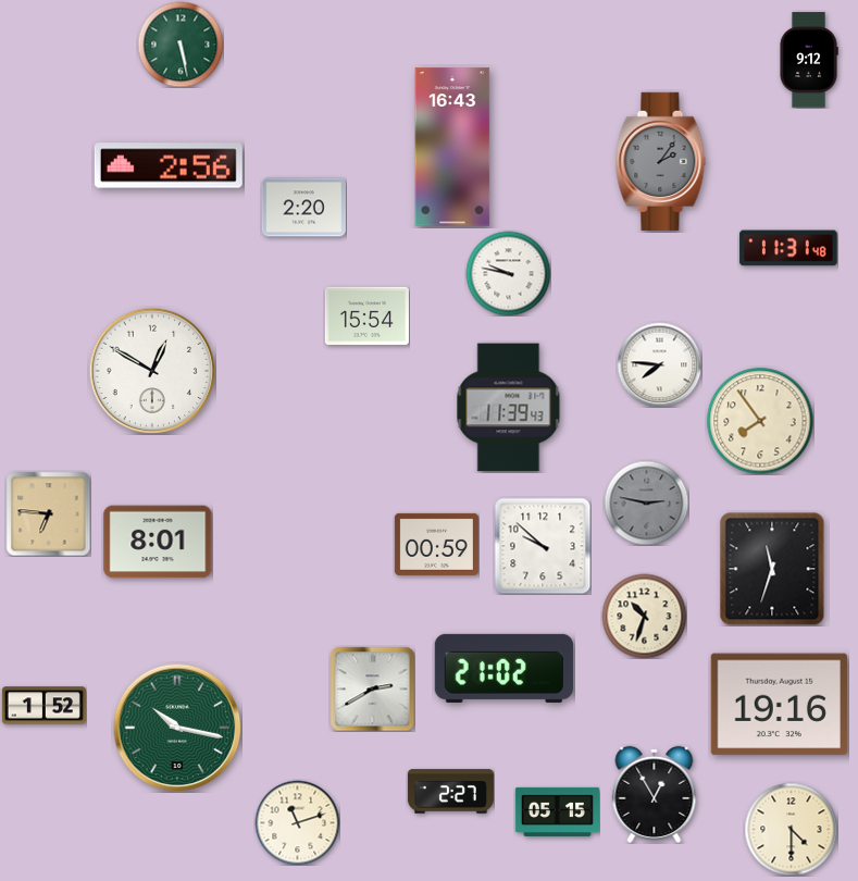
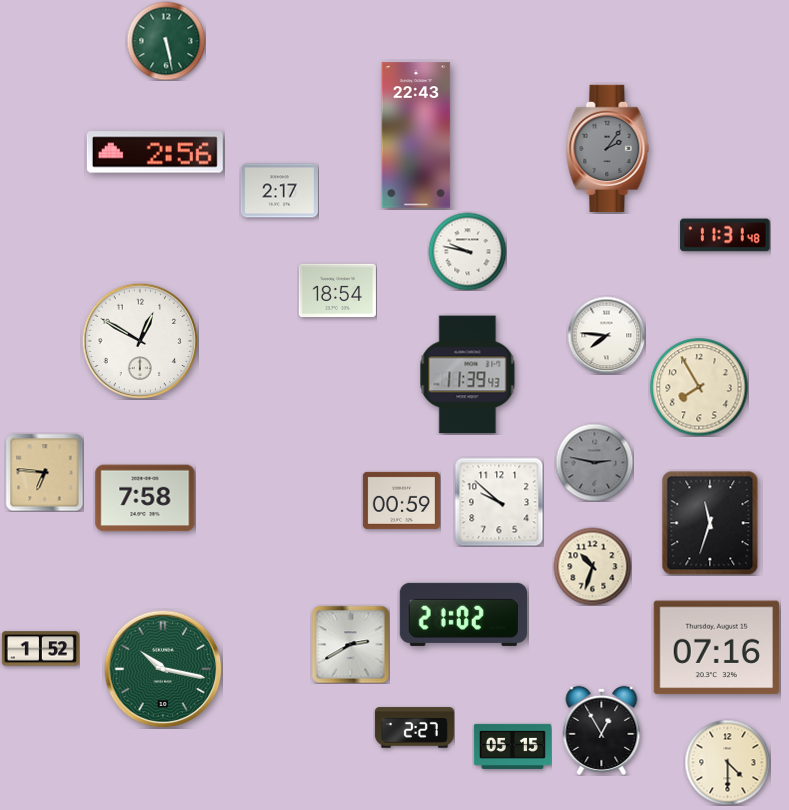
clock at (809, 60): 9:12 -> none
clock at (452, 147): 16:43 -> 22:43
clock at (303, 208): 2:20 -> 2:17
clock at (788, 248) position: (788, 248) -> (725, 235)
clock at (366, 317): 15:54 -> 18:54
clock at (760, 421): 7:54 -> 7:55
clock at (158, 542): 8:01 -> 7:58
clock at (372, 688) position: (372, 688) -> (350, 644)
clock at (779, 705): 19:16 -> 07:16
clock at (297, 822): 11:12 -> none
